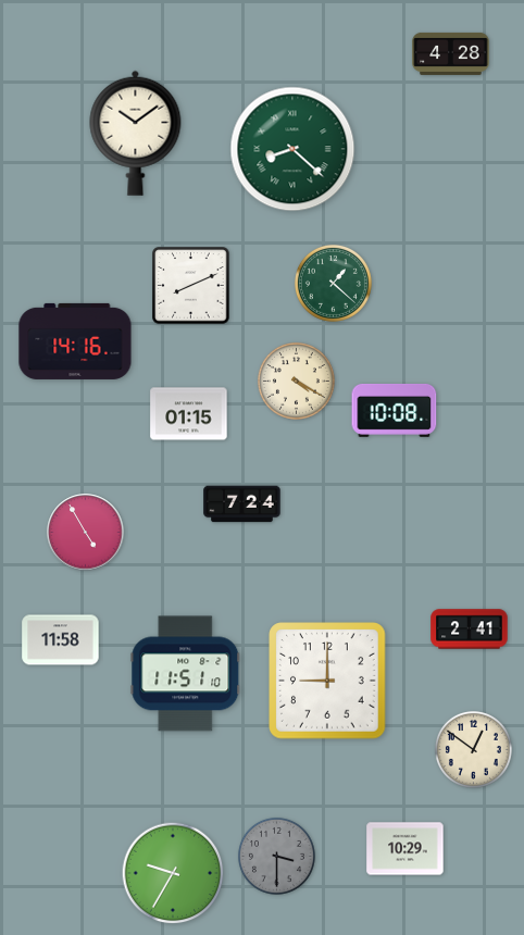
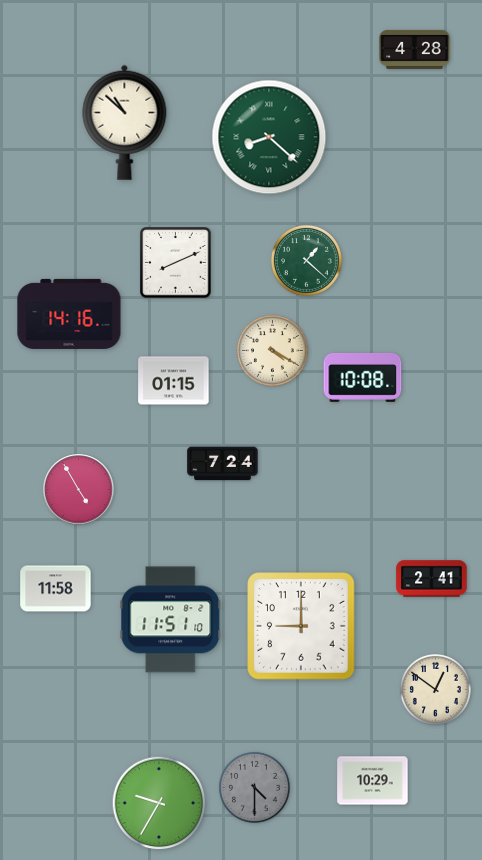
clock at (136, 133): 10:09 -> 10:52
clock at (276, 856): 3:30 -> 4:30
